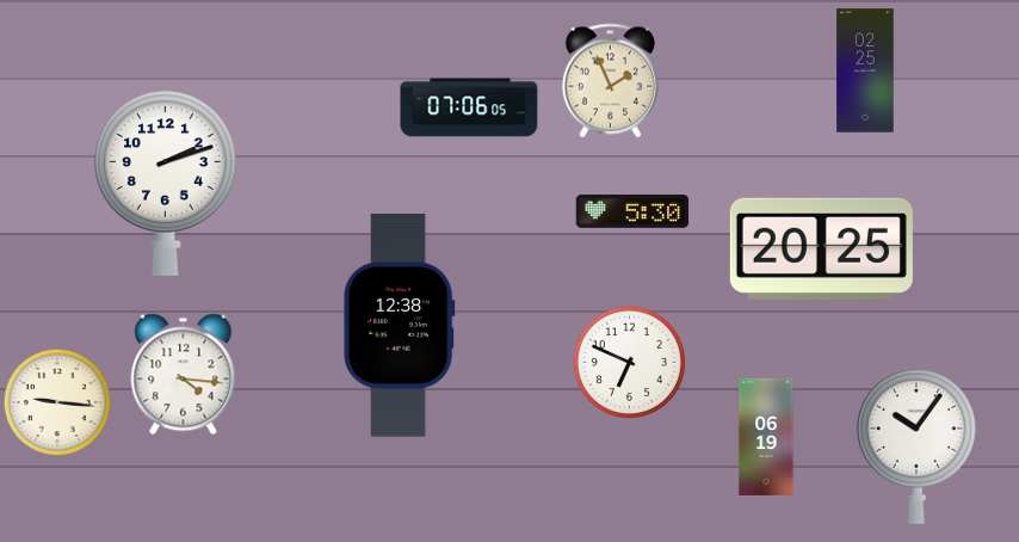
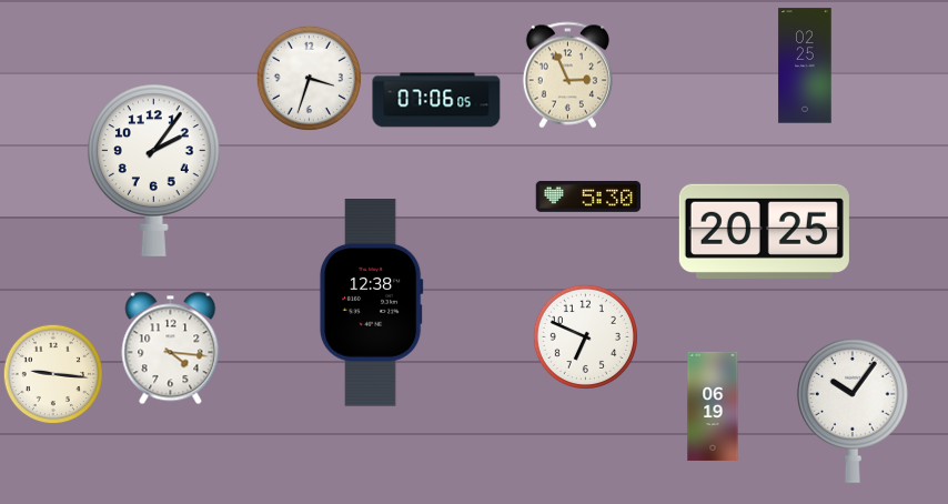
clock at (610, 81): 1:56 -> 2:56
clock at (309, 78): none -> 3:33
clock at (166, 183): 2:12 -> 2:06
clock at (916, 446) position: (916, 446) -> (853, 411)
